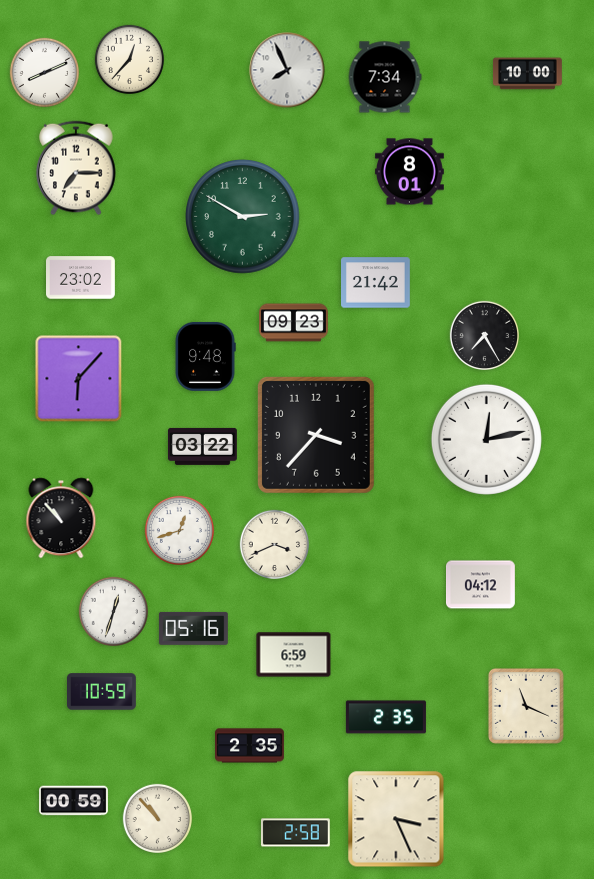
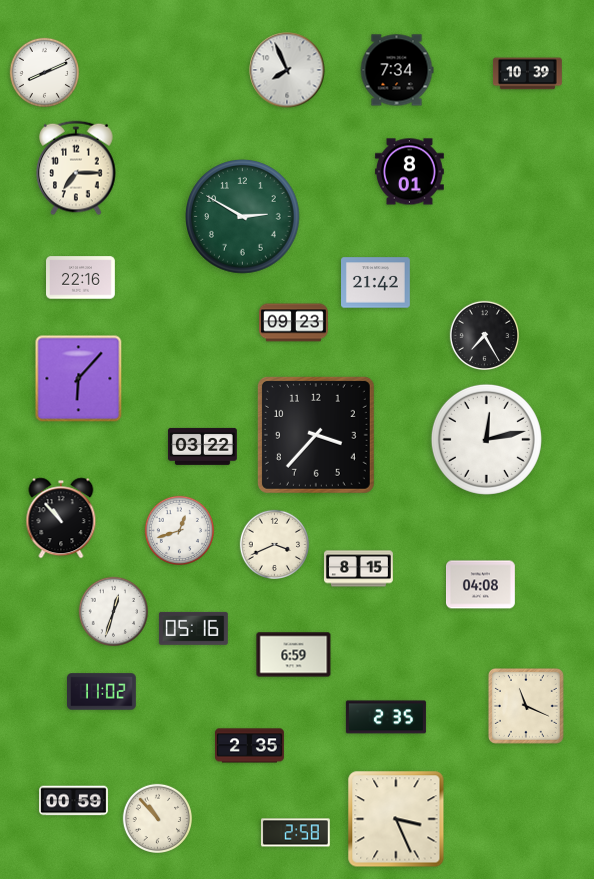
clock at (129, 59): 12:37 -> none
clock at (527, 74): 10:00 -> 10:39
clock at (385, 77) position: (385, 77) -> (397, 70)
clock at (81, 278): 23:02 -> 22:16
clock at (205, 356): 9:48 -> none
clock at (359, 569): none -> 8:15
clock at (481, 585): 04:12 -> 04:08
clock at (102, 692): 10:59 -> 11:02
